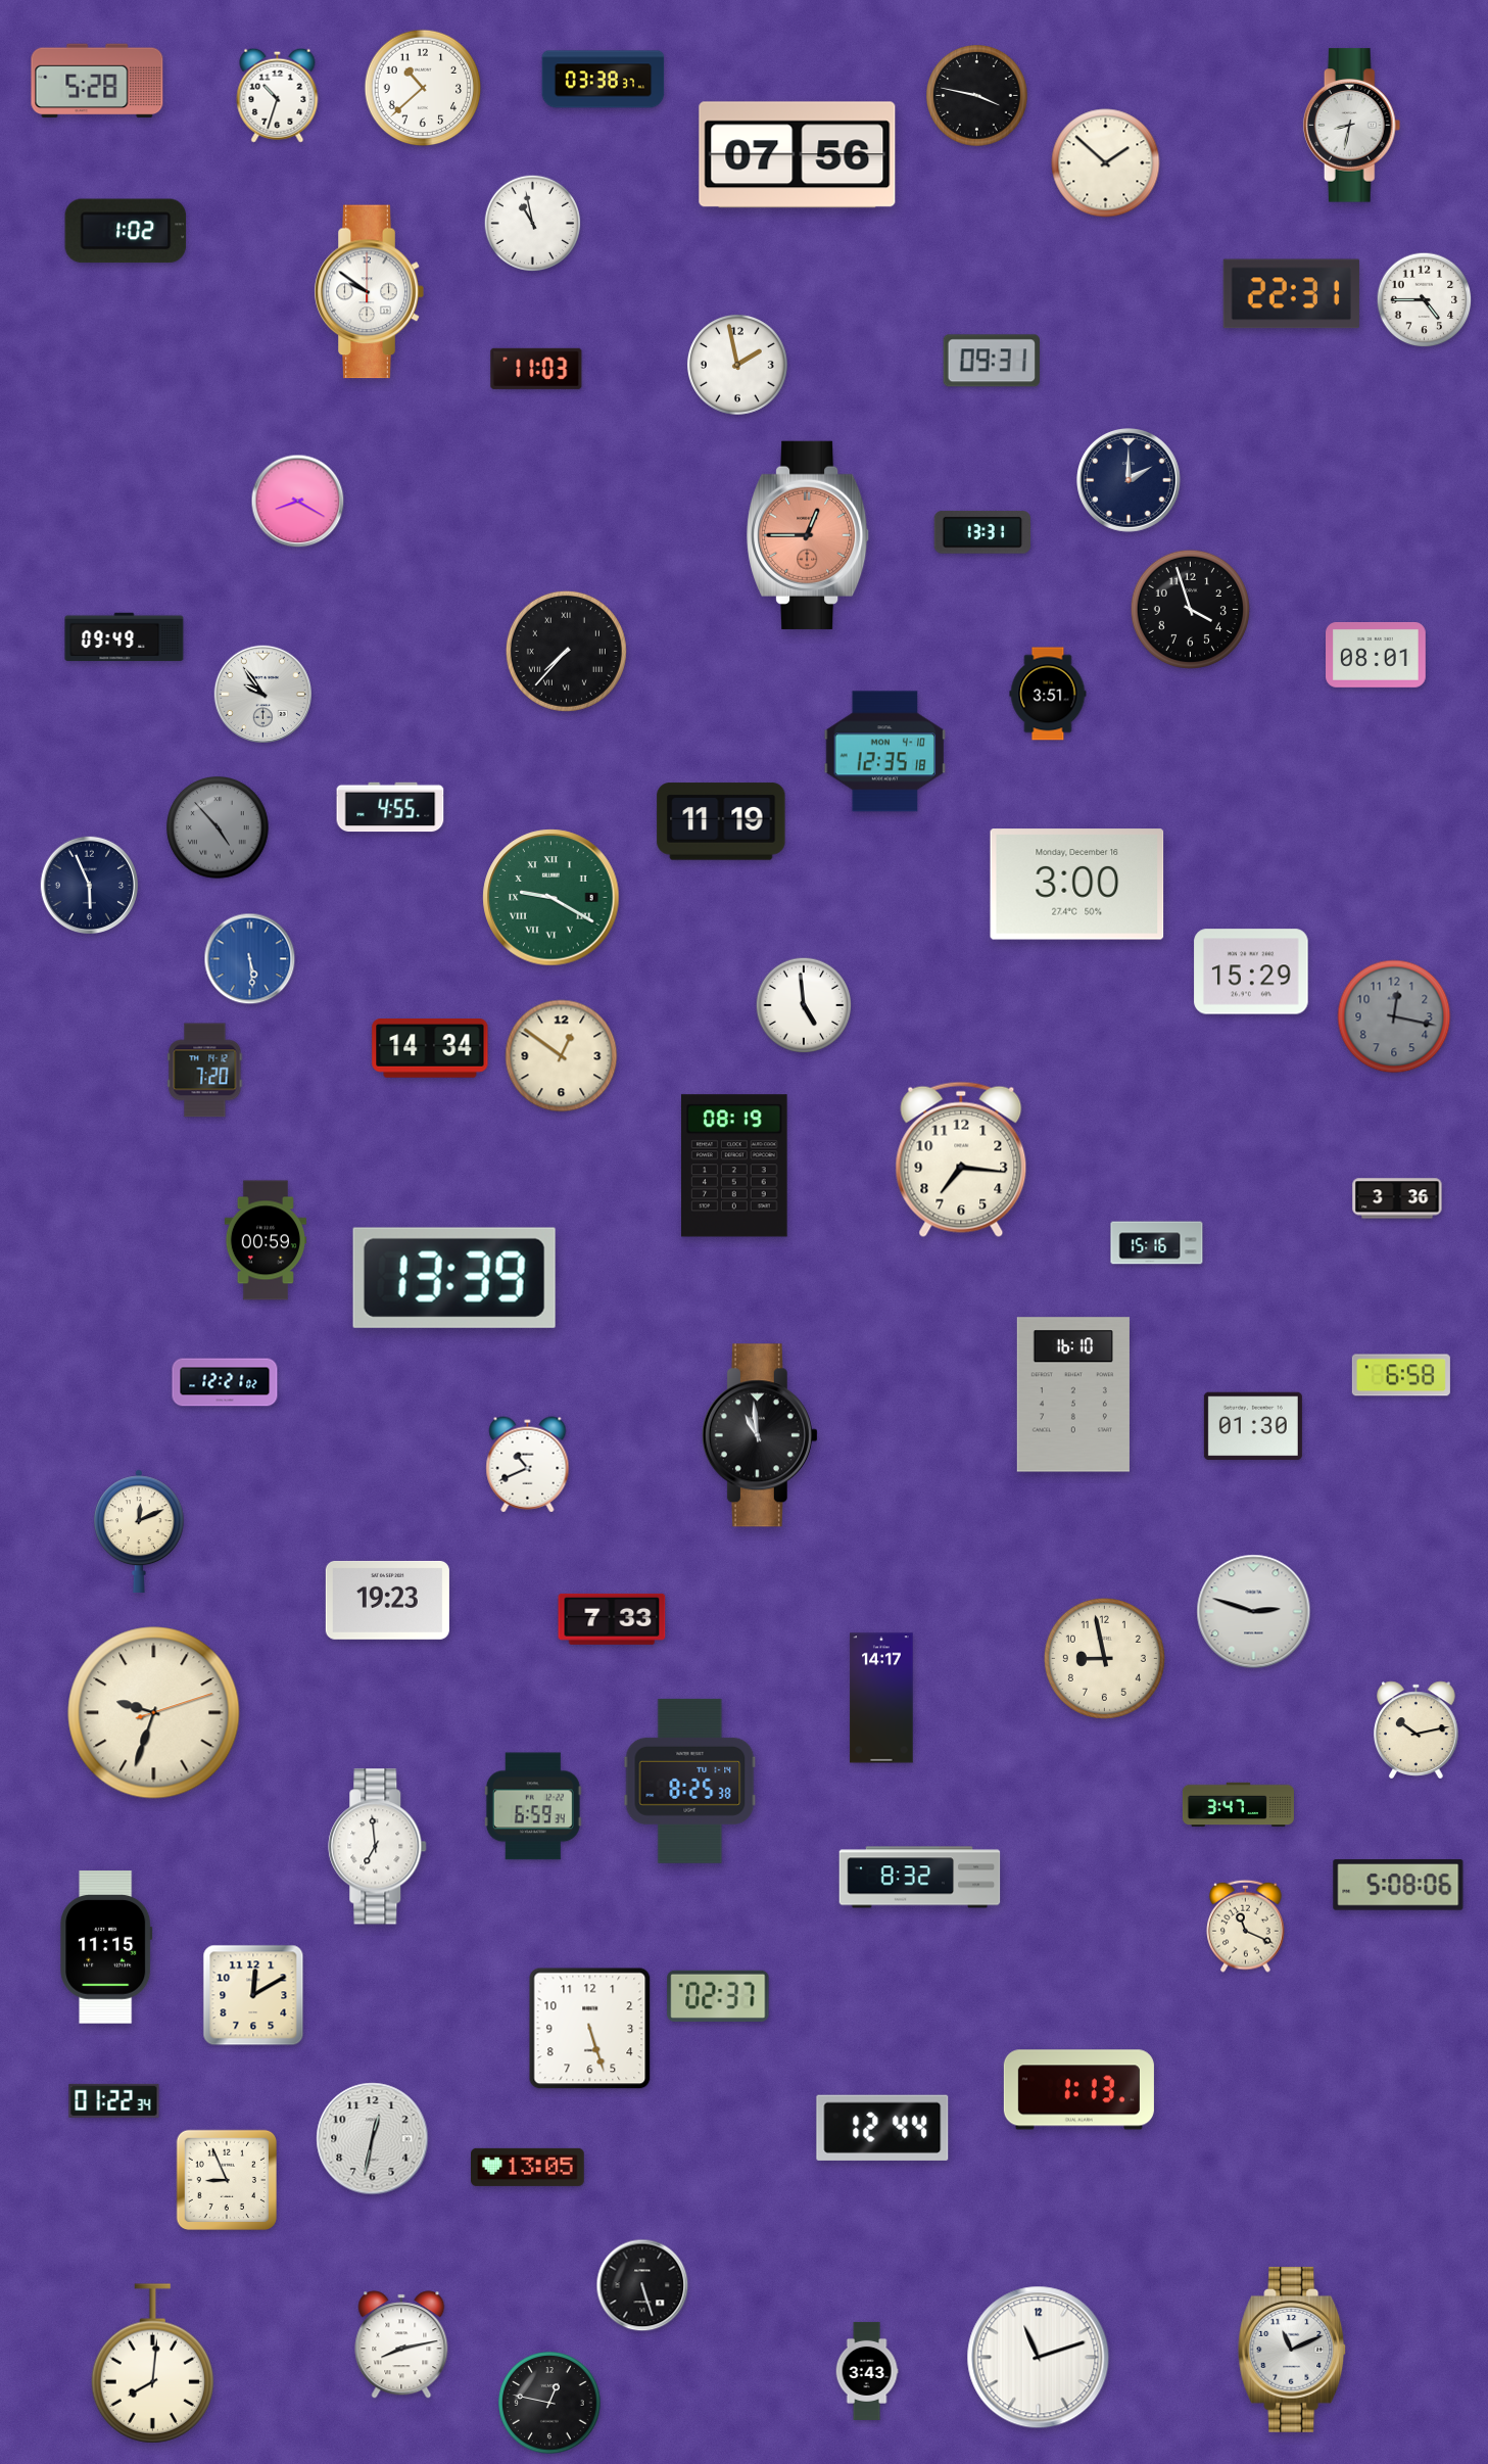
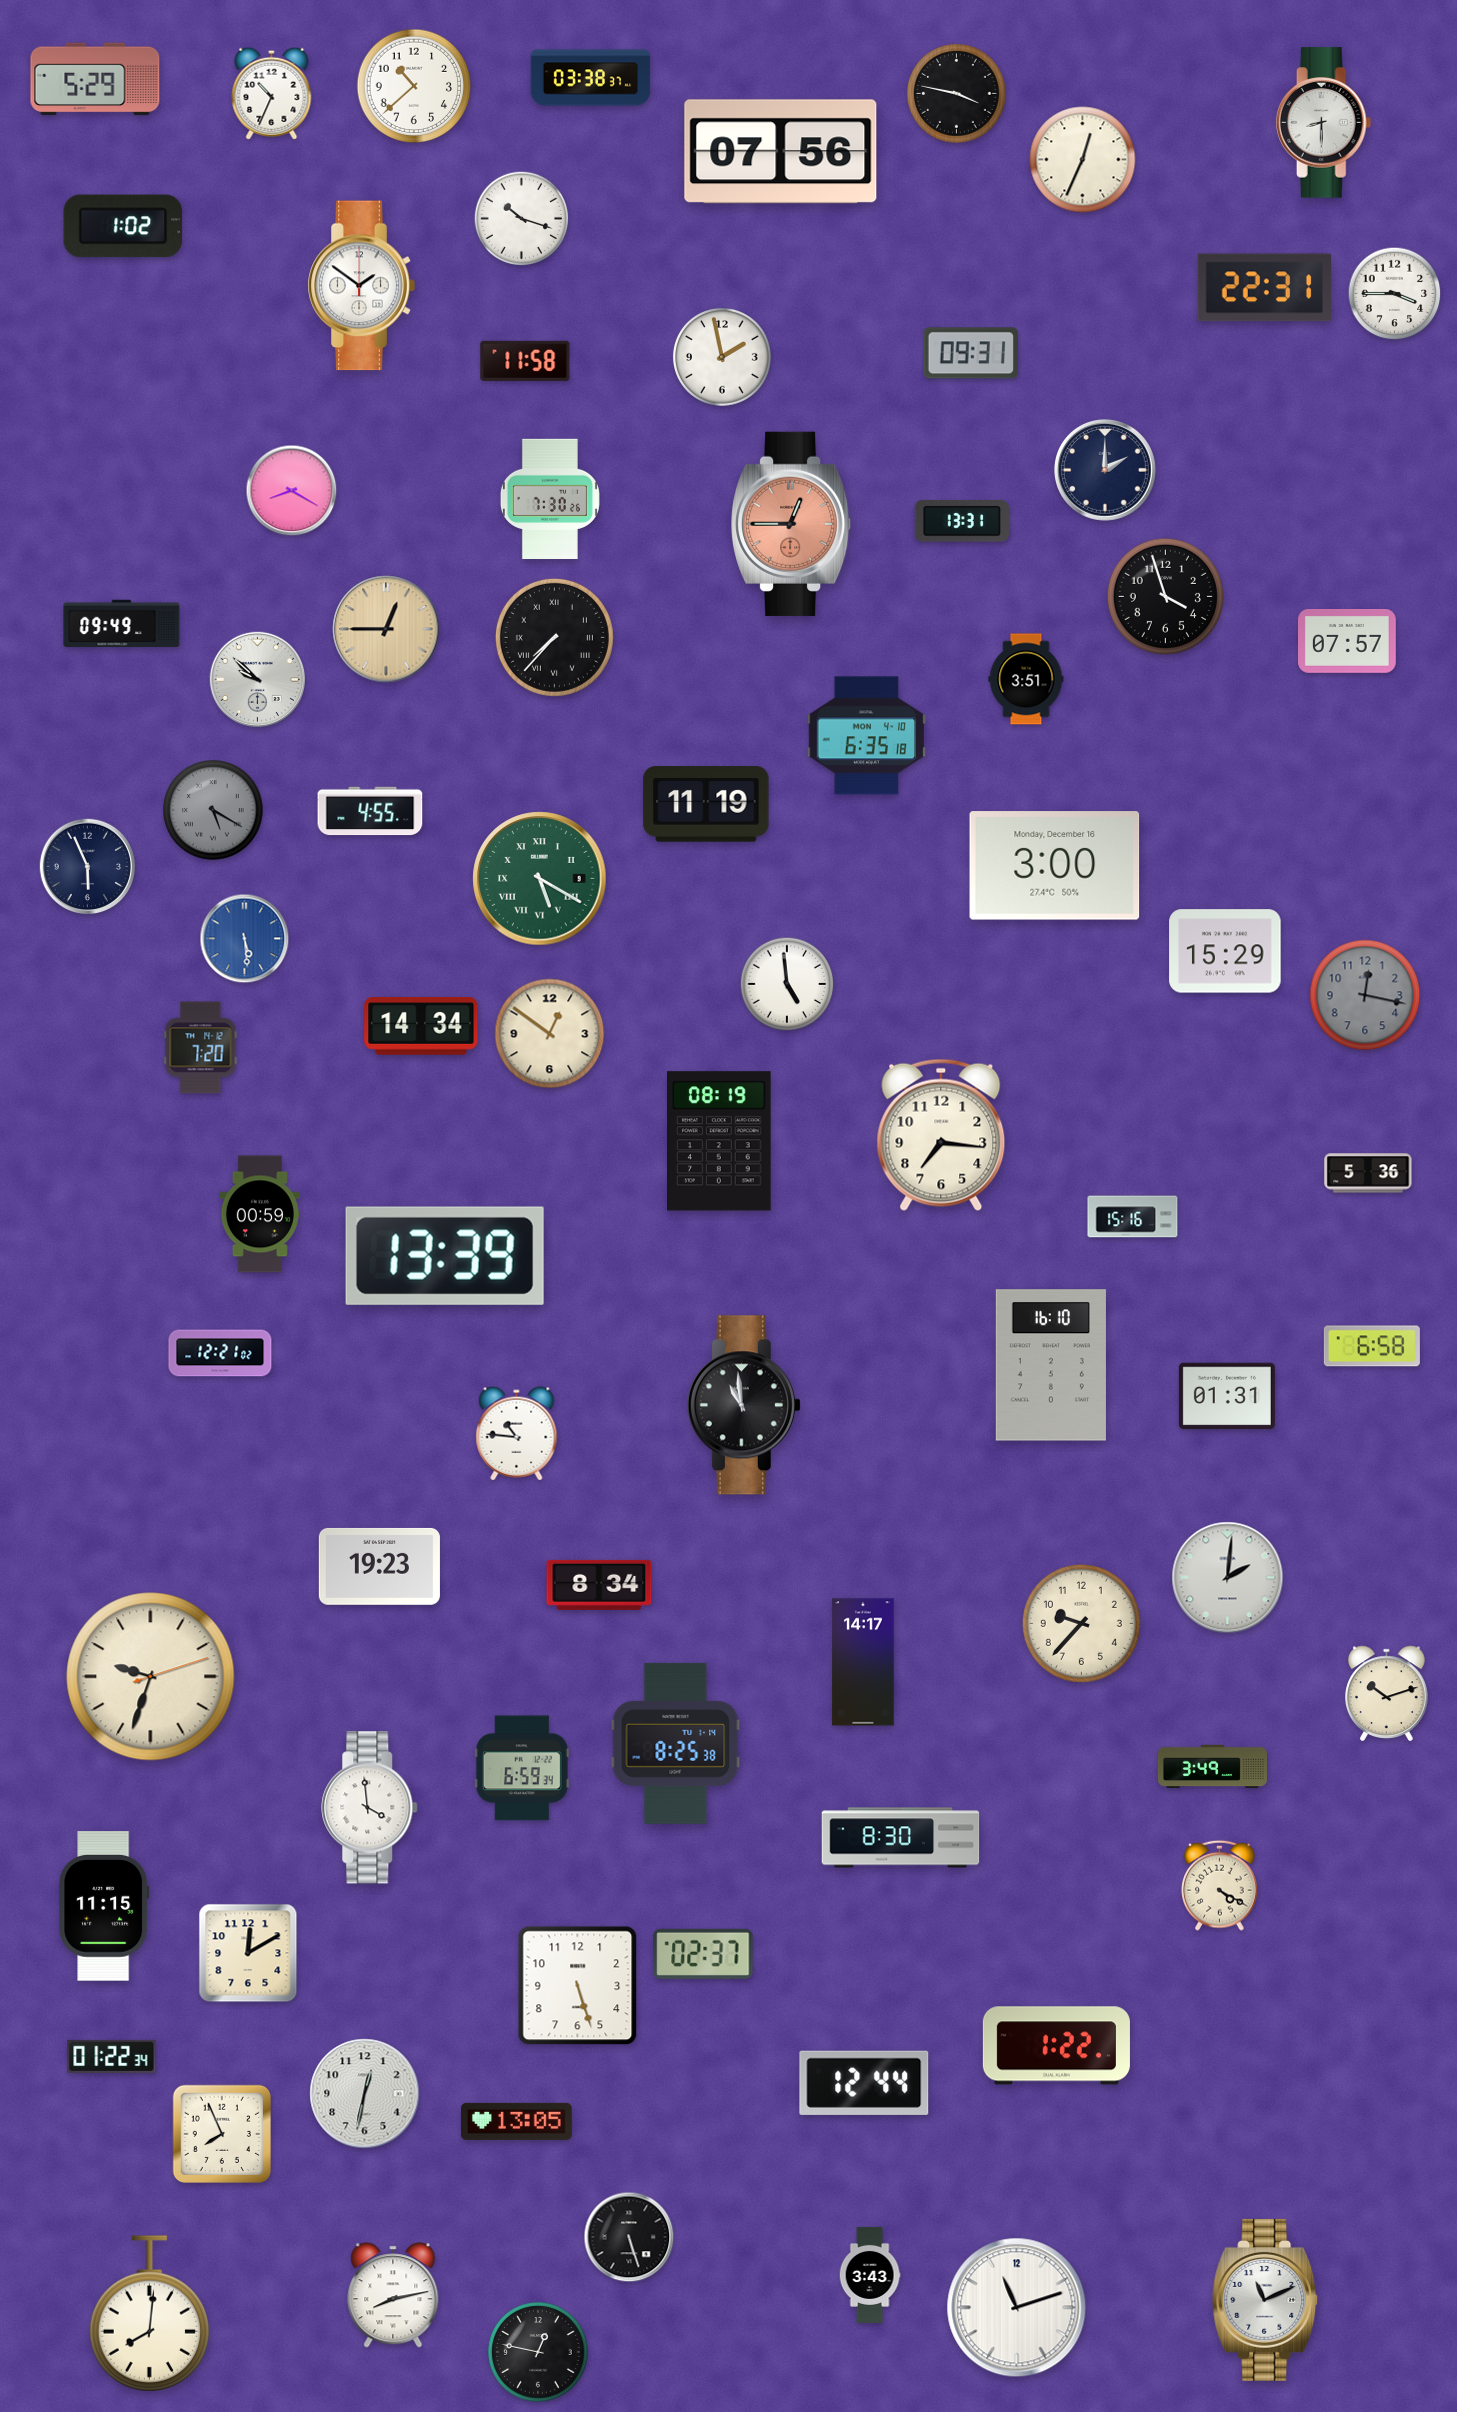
clock at (97, 81): 5:28 -> 5:29
clock at (278, 95): 10:33 -> 10:34
clock at (1352, 126): 8:32 -> 8:30
clock at (1106, 163): 1:52 -> 12:34
clock at (533, 224): 10:58 -> 10:18
clock at (369, 292): 9:51 -> 1:51
clock at (1425, 300): 4:45 -> 3:45
clock at (536, 369): 11:03 -> 11:58
clock at (550, 499): none -> 7:30
clock at (386, 629): none -> 12:45
clock at (1376, 656): 08:01 -> 07:57
clock at (262, 694): 9:54 -> 9:52
clock at (885, 752): 12:35 -> 6:35
clock at (390, 807) position: (390, 807) -> (370, 811)
clock at (218, 827): 4:53 -> 5:20
clock at (551, 898): 9:20 -> 5:20
clock at (1397, 1198): 3:36 -> 5:36
clock at (454, 1278) position: (454, 1278) -> (445, 1256)
clock at (1253, 1426): 01:30 -> 01:31
clock at (528, 1465): 10:41 -> 10:46
clock at (140, 1530): 12:11 -> none
clock at (1254, 1612): 2:48 -> 2:01
clock at (612, 1619): 7:33 -> 8:34
clock at (1104, 1658): 8:58 -> 9:37
clock at (1417, 1731): 10:13 -> 10:12
clock at (1238, 1805): 3:47 -> 3:49
clock at (378, 1847): 6:59 -> 3:59
clock at (920, 1878): 8:32 -> 8:30
clock at (1398, 1885): 5:08 -> none
clock at (1246, 1926): 11:19 -> 4:20
clock at (1078, 2090): 1:13 -> 1:22
clock at (226, 2179): 8:56 -> 7:56
clock at (867, 2371) position: (867, 2371) -> (870, 2275)
